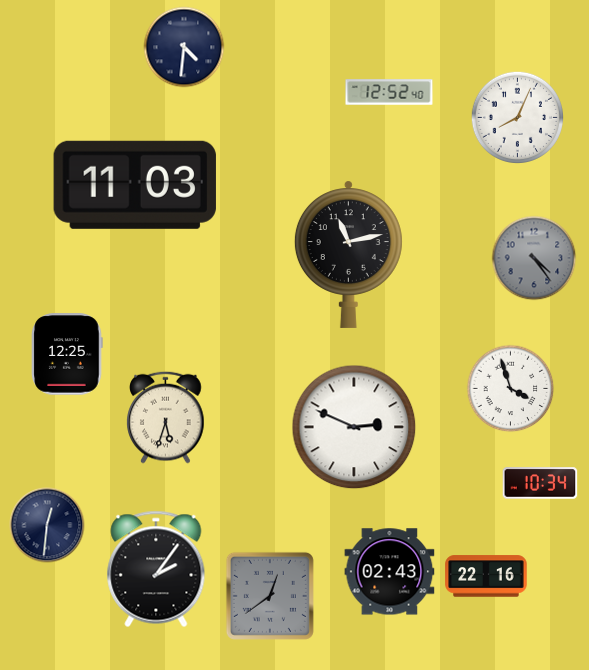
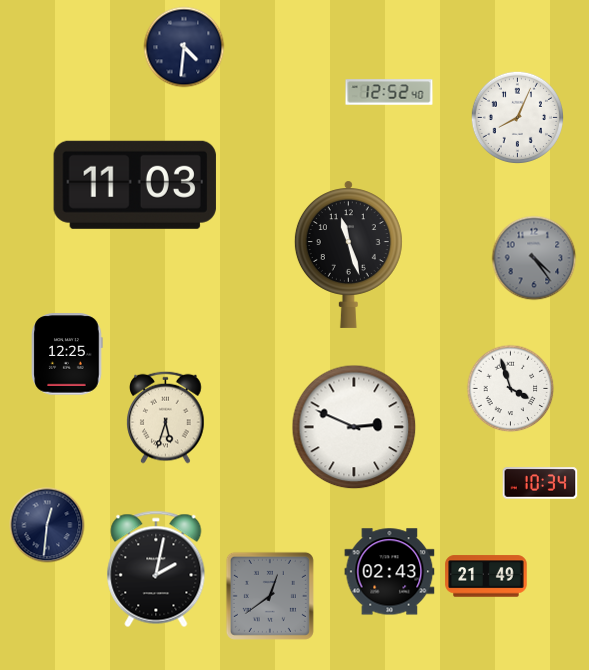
clock at (348, 254): 11:13 -> 11:27
clock at (156, 569): 2:06 -> 2:02
clock at (486, 576): 22:16 -> 21:49
